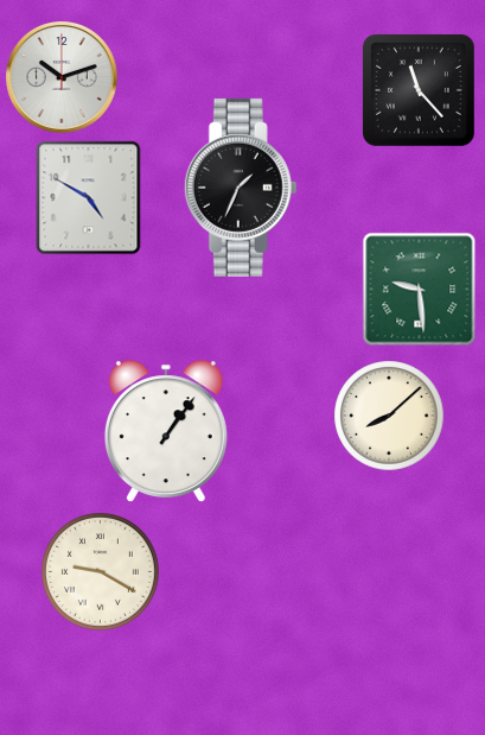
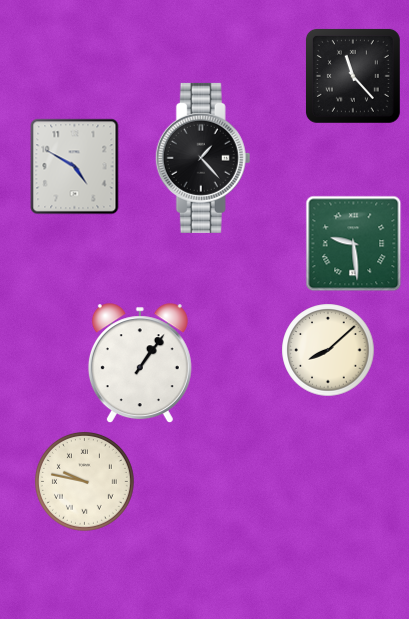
clock at (62, 77): 10:12 -> none
clock at (241, 188): 1:34 -> 1:23
clock at (100, 571): 9:20 -> 9:47
